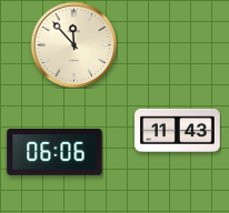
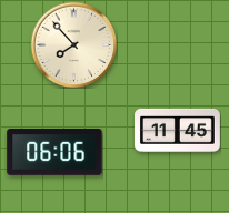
clock at (73, 44): 11:53 -> 7:53
clock at (178, 130): 11:43 -> 11:45
